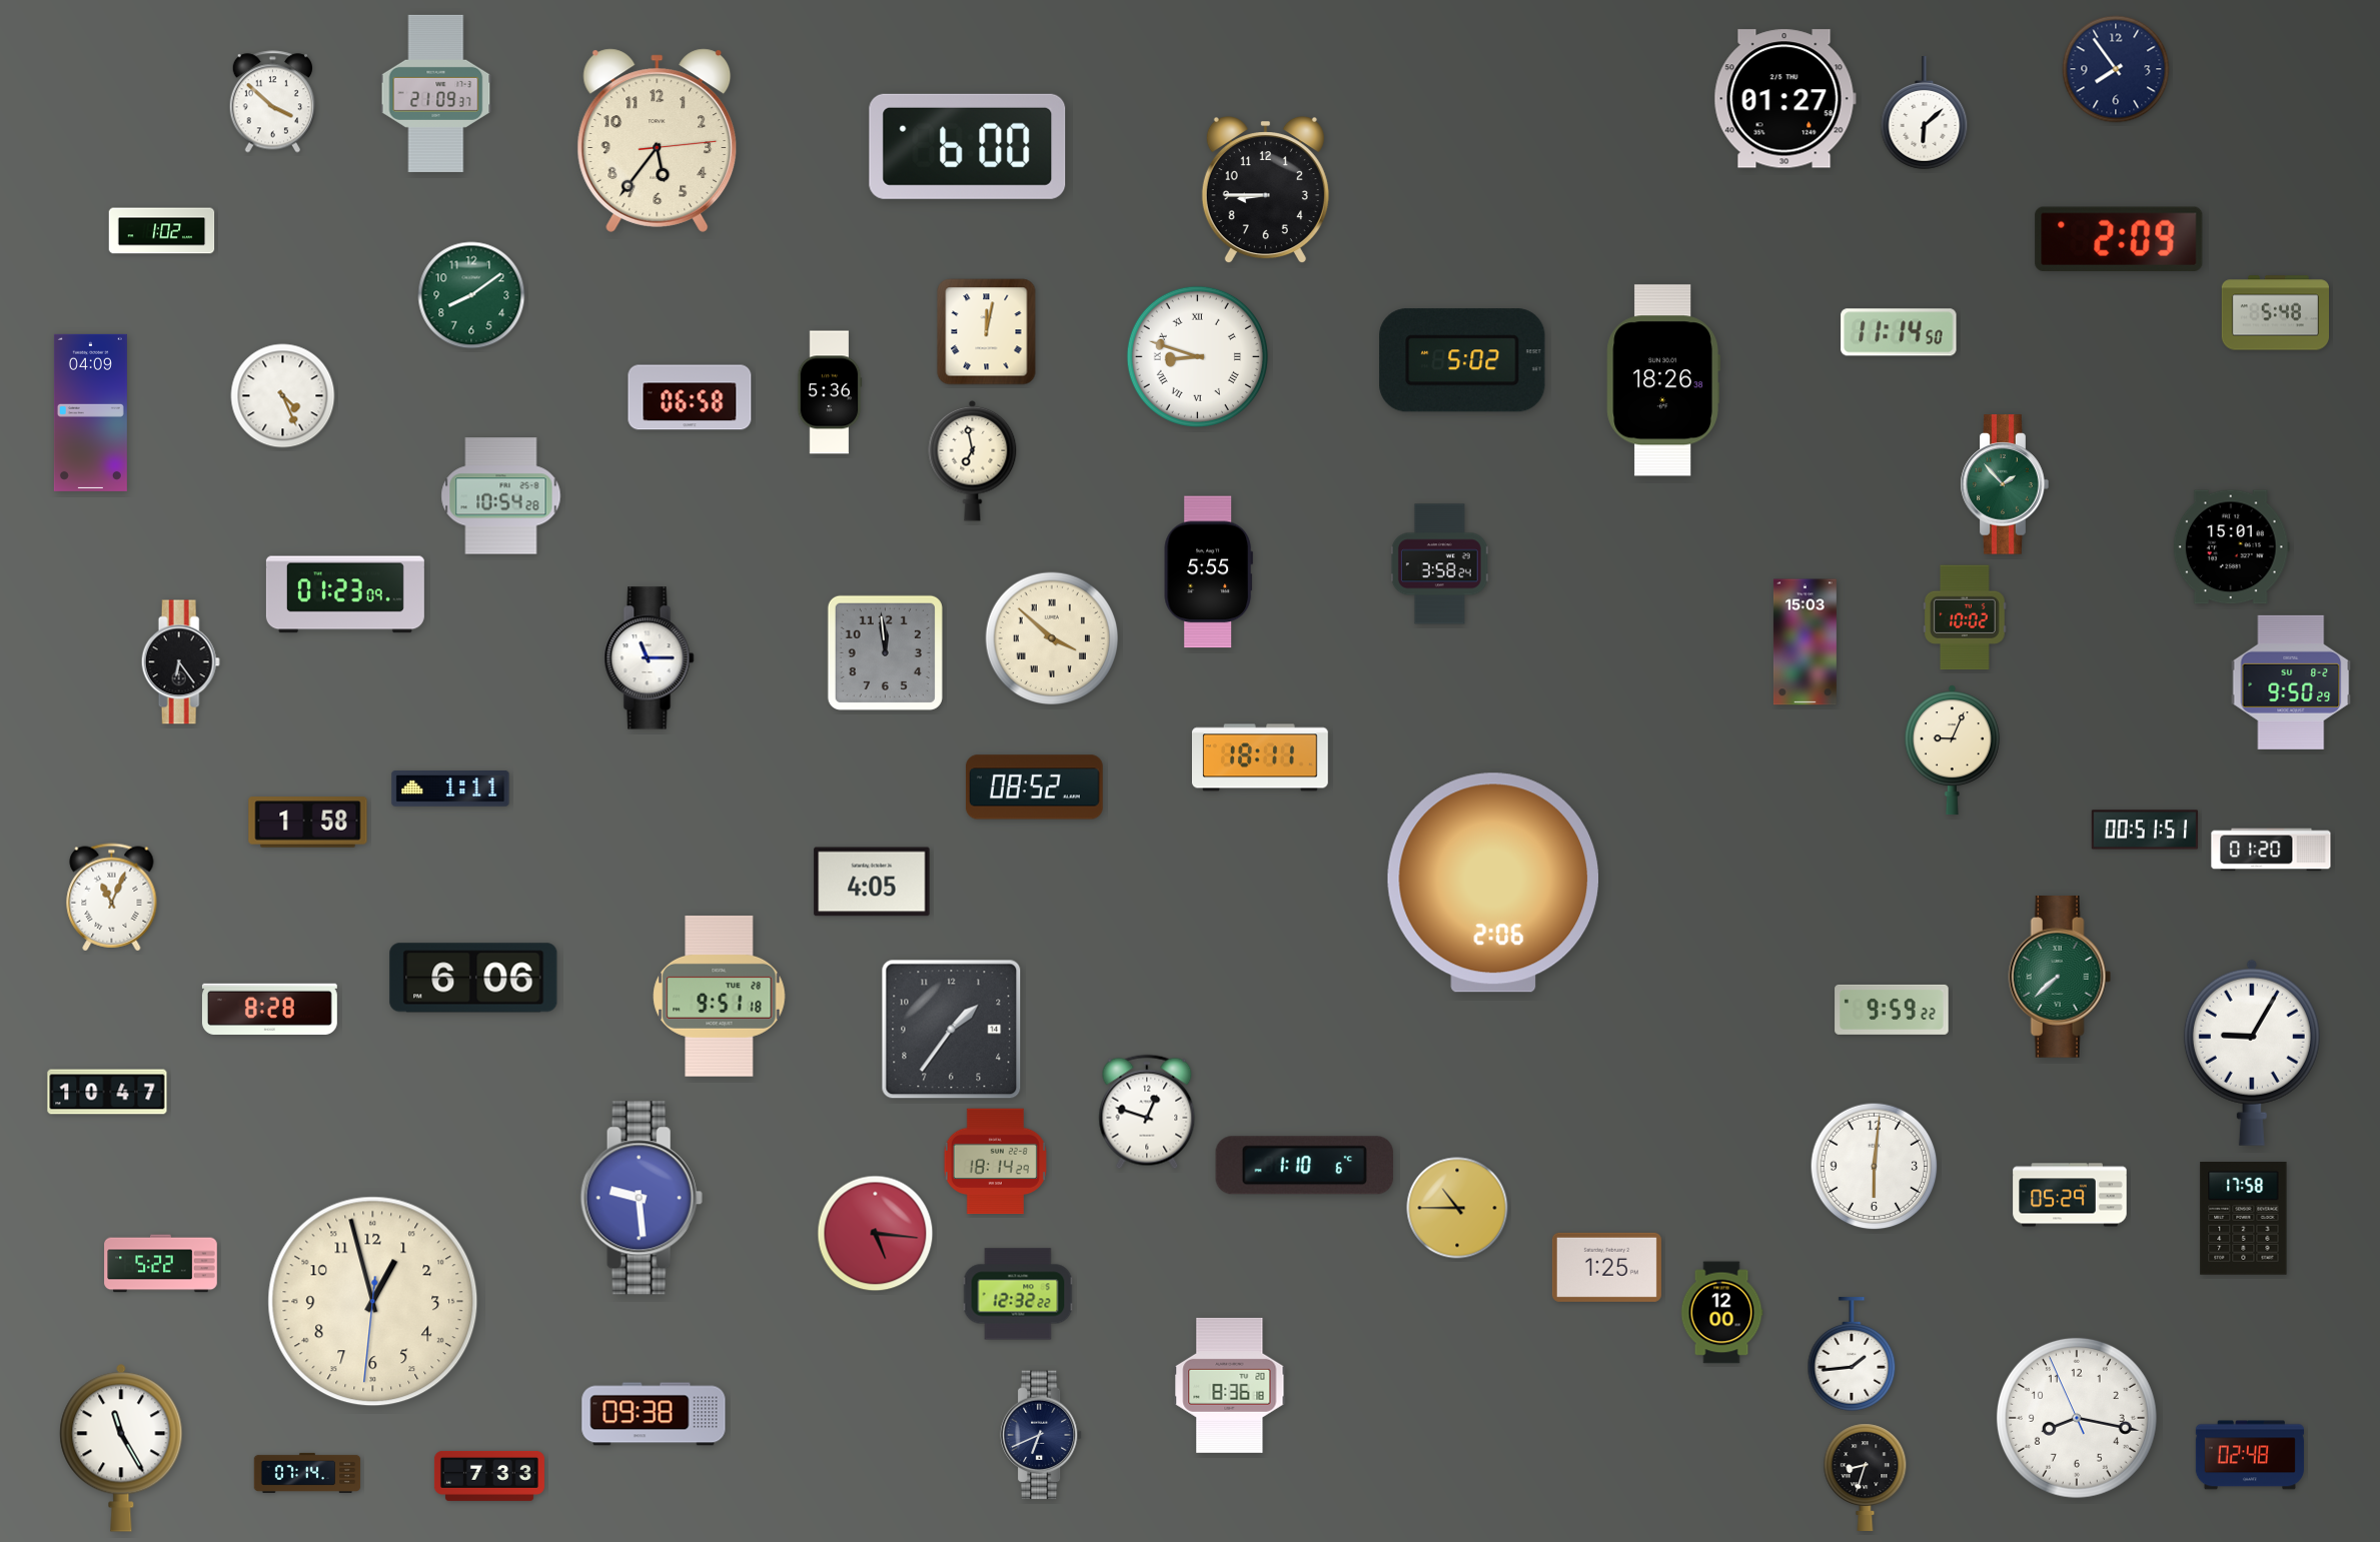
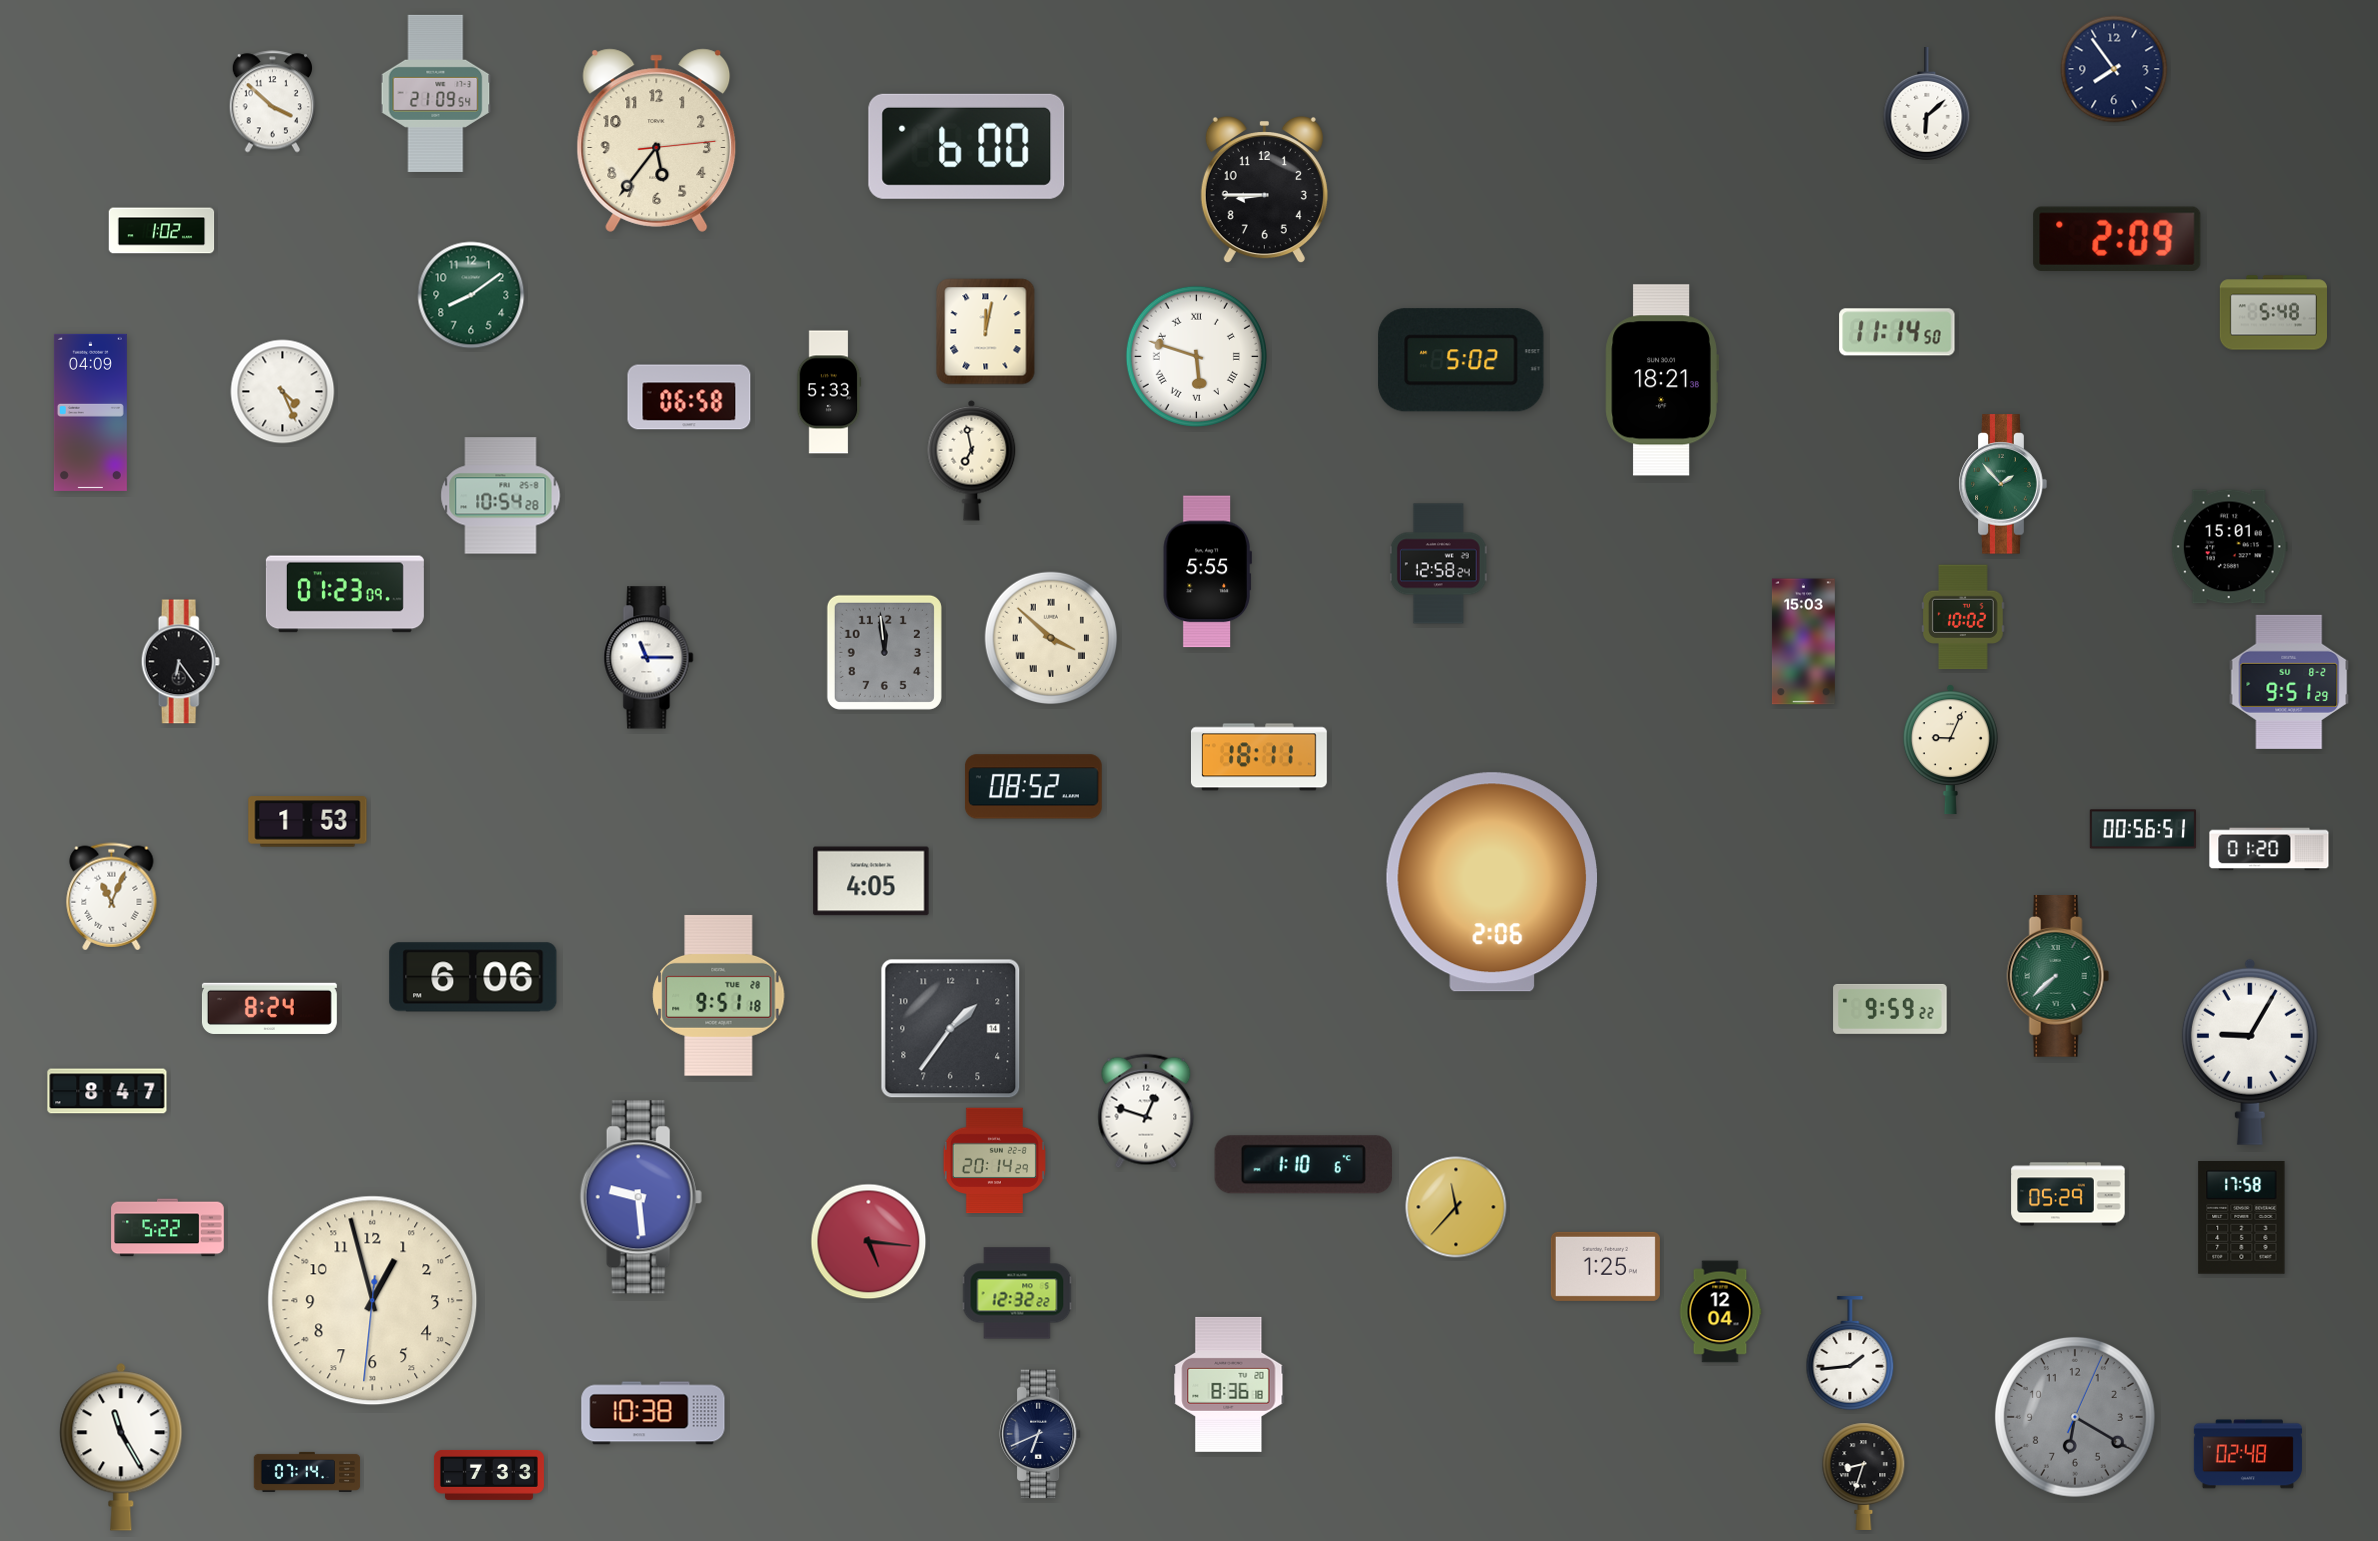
clock at (436, 93): 21:09:37 -> 21:09:54
clock at (1784, 99): 01:27 -> none
clock at (1925, 113) position: (1925, 113) -> (1927, 104)
clock at (1197, 356): 8:48 -> 5:48
clock at (1663, 380): 18:26 -> 18:21
clock at (830, 392): 5:36 -> 5:33
clock at (283, 396) position: (283, 396) -> (283, 392)
clock at (1439, 564): 3:58 -> 12:58
clock at (2291, 682): 9:50 -> 9:51
clock at (450, 790): 1:11 -> none
clock at (308, 823): 1:58 -> 1:53
clock at (2145, 830): 00:51 -> 00:56
clock at (269, 1009): 8:28 -> 8:24
clock at (107, 1092): 10:47 -> 8:47
clock at (995, 1162): 18:14 -> 20:14
clock at (1875, 1167): 6:01 -> none
clock at (1457, 1208): 10:45 -> 11:37
clock at (876, 1234) position: (876, 1234) -> (869, 1242)
clock at (161, 1264) position: (161, 1264) -> (168, 1228)
clock at (1721, 1313): 12:00 -> 12:04
clock at (654, 1414): 09:38 -> 10:38
clock at (2077, 1418): 8:16 -> 6:20
clock at (2077, 1418) dial: white -> grey
